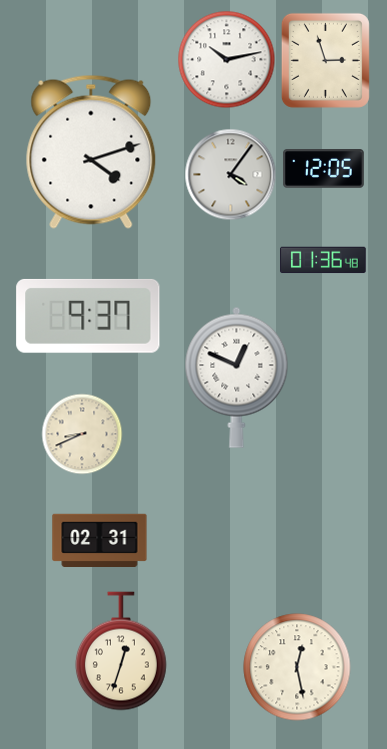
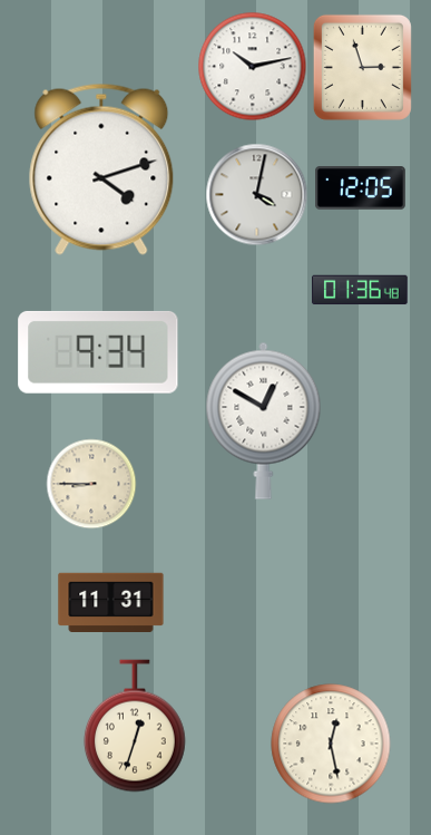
clock at (230, 174): 4:06 -> 4:02
clock at (88, 316): 9:37 -> 9:34
clock at (237, 377): 12:49 -> 12:50
clock at (82, 434): 8:41 -> 8:45
clock at (100, 541): 02:31 -> 11:31
